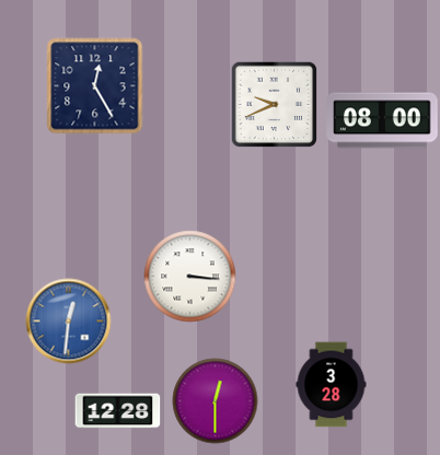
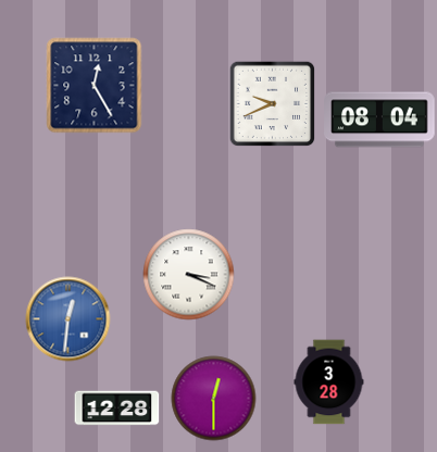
clock at (382, 120): 08:00 -> 08:04
clock at (189, 276): 3:16 -> 3:19
